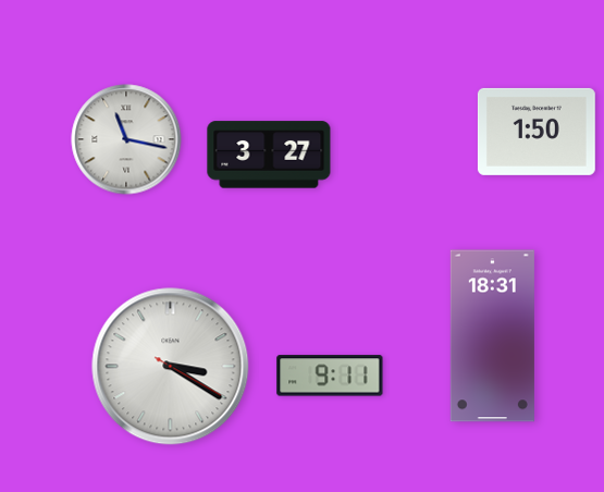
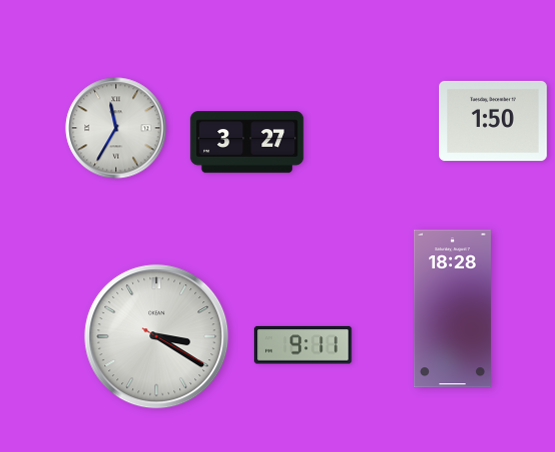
clock at (126, 139): 11:17 -> 11:35
clock at (492, 336): 18:31 -> 18:28
